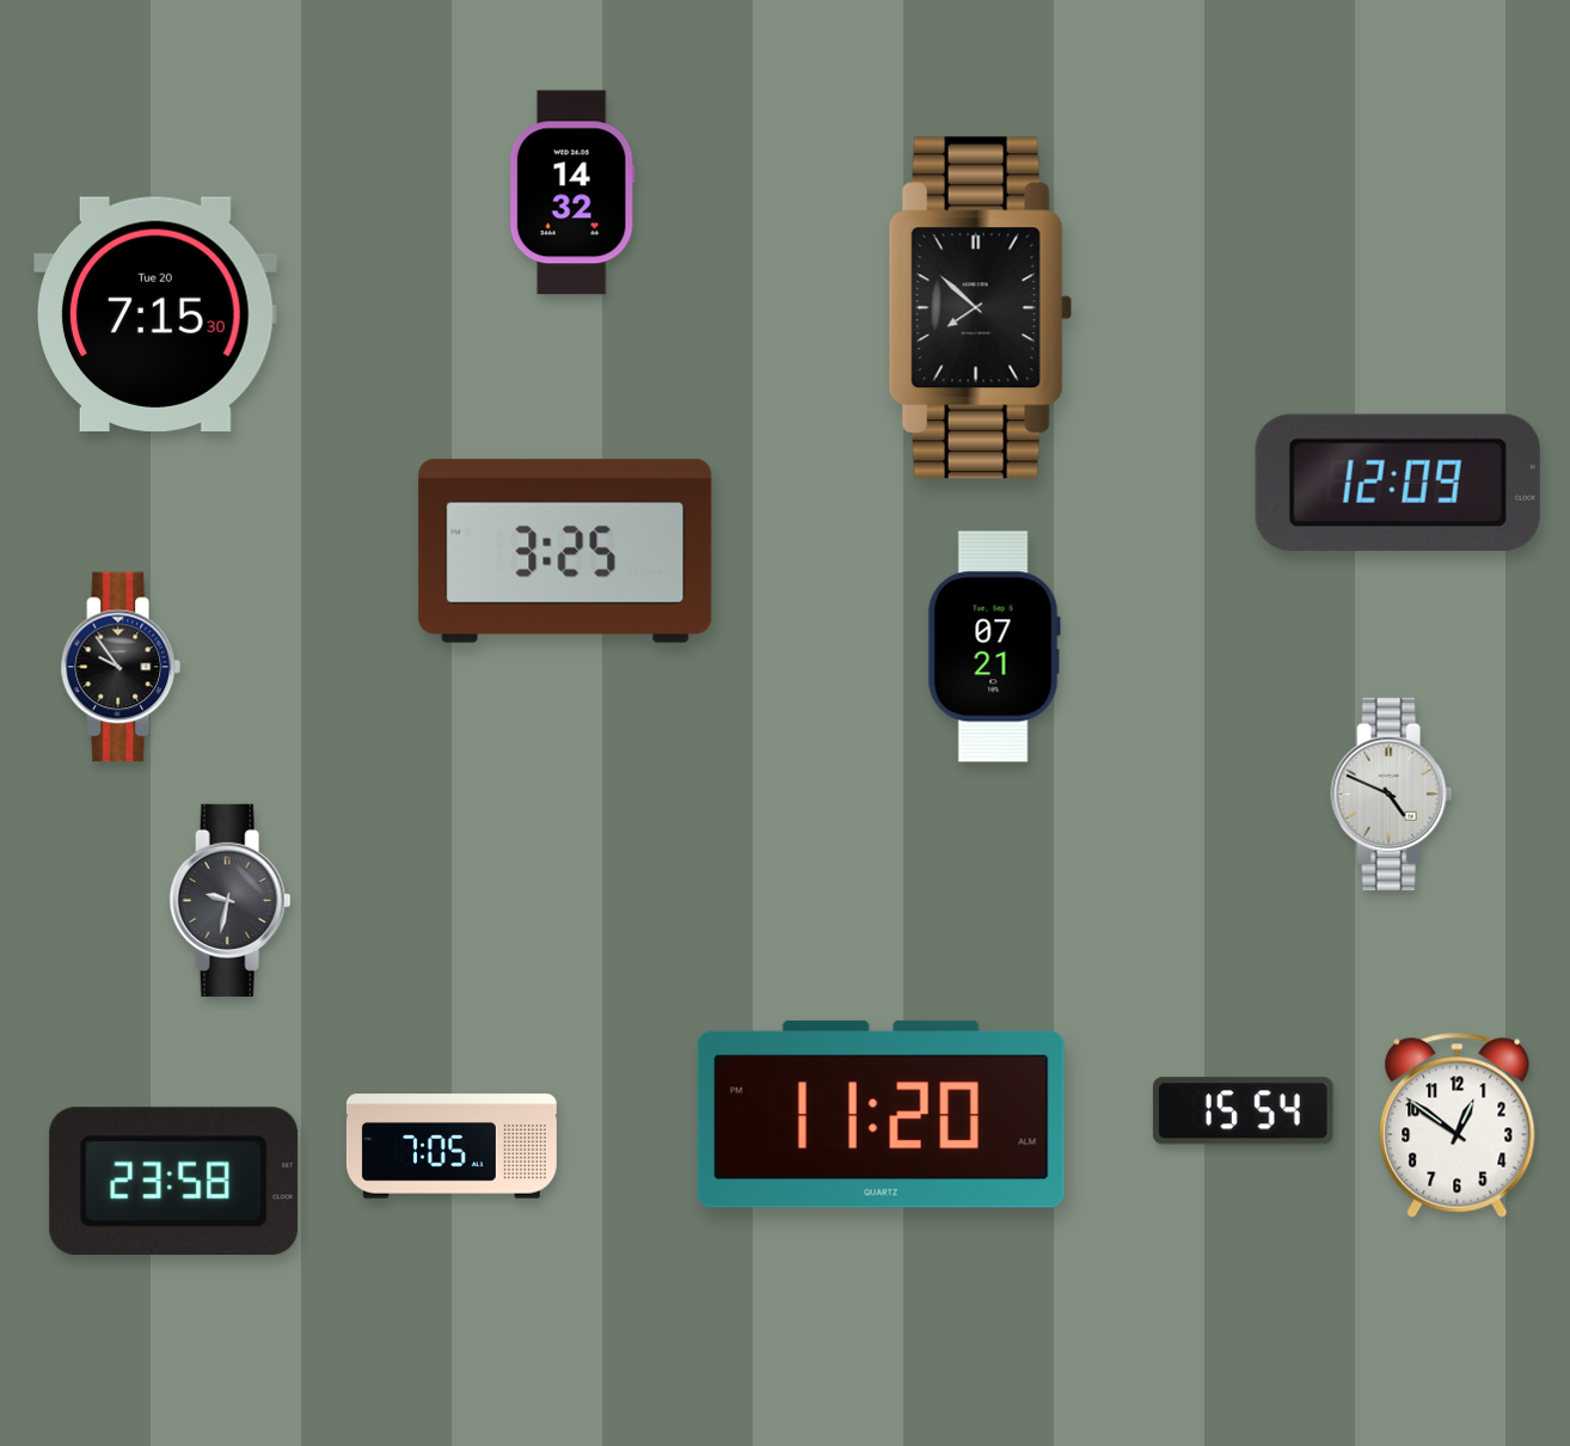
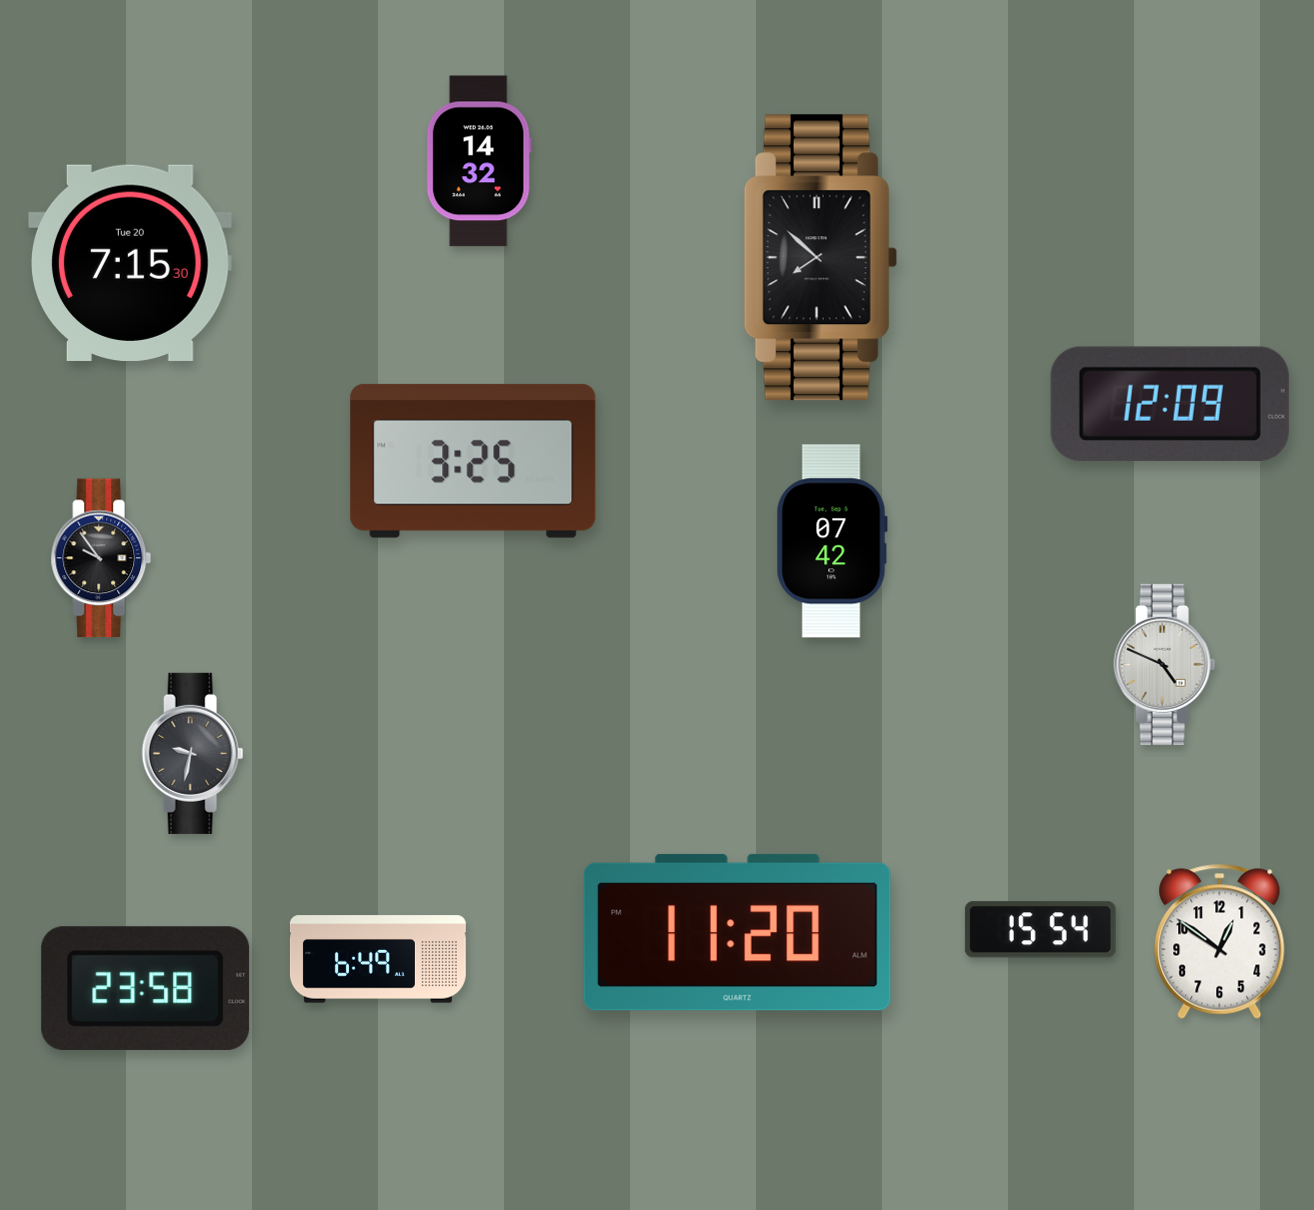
clock at (994, 647): 07:21 -> 07:42
clock at (452, 1146): 7:05 -> 6:49
